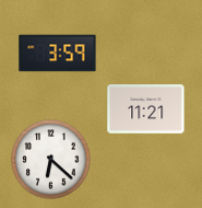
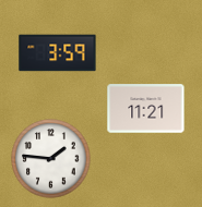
clock at (51, 160): 6:22 -> 1:46
